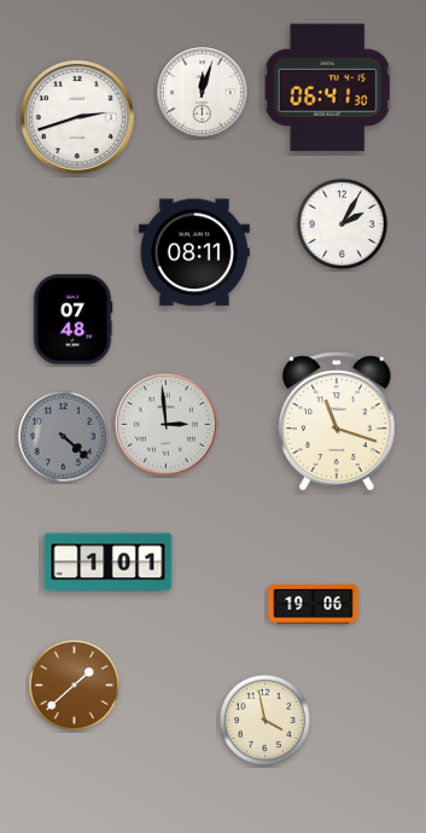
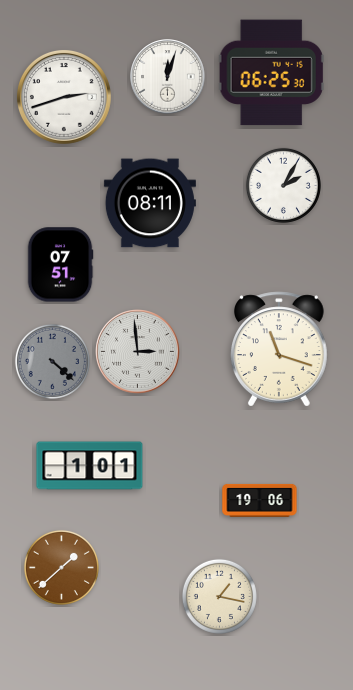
clock at (327, 88): 06:41 -> 06:25
clock at (194, 252) position: (194, 252) -> (150, 203)
clock at (72, 320): 07:48 -> 07:51
clock at (264, 720): 3:58 -> 1:17
